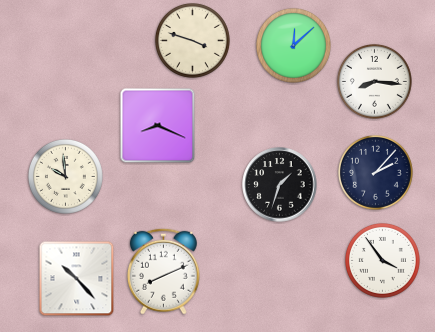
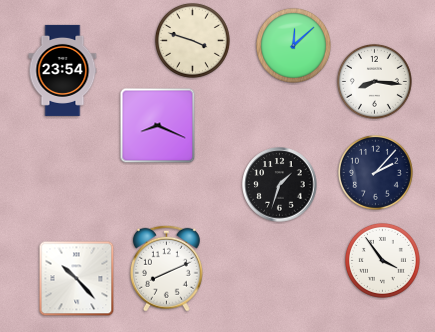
clock at (63, 70): none -> 23:54
clock at (65, 176): 9:59 -> none
clock at (163, 271) position: (163, 271) -> (166, 268)
